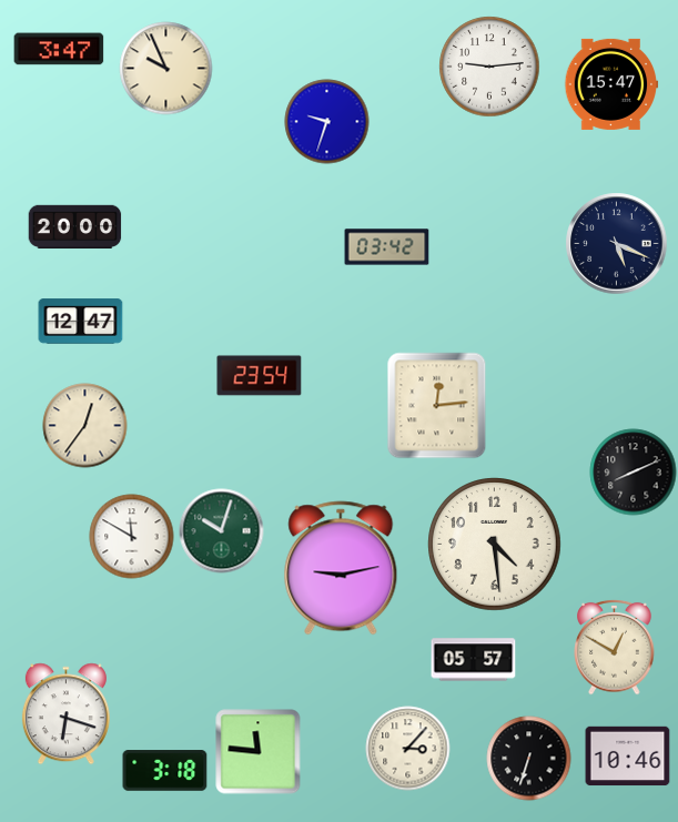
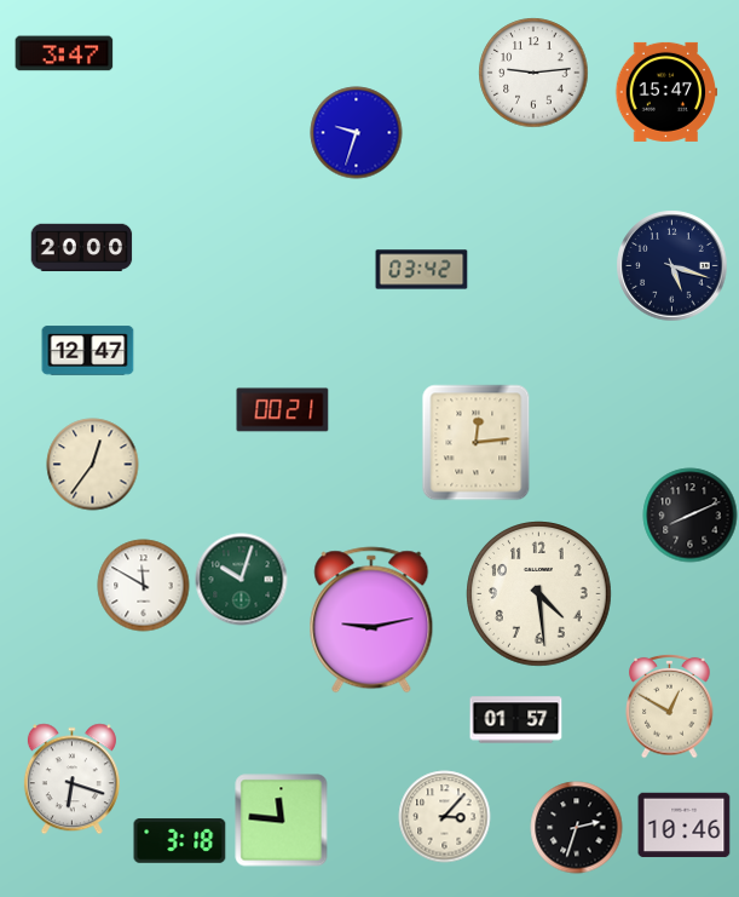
clock at (166, 69): 9:56 -> none
clock at (617, 244): 5:19 -> 5:18
clock at (260, 376): 23:54 -> 00:21
clock at (474, 660): 05:57 -> 01:57
clock at (529, 759): 6:33 -> 2:33
